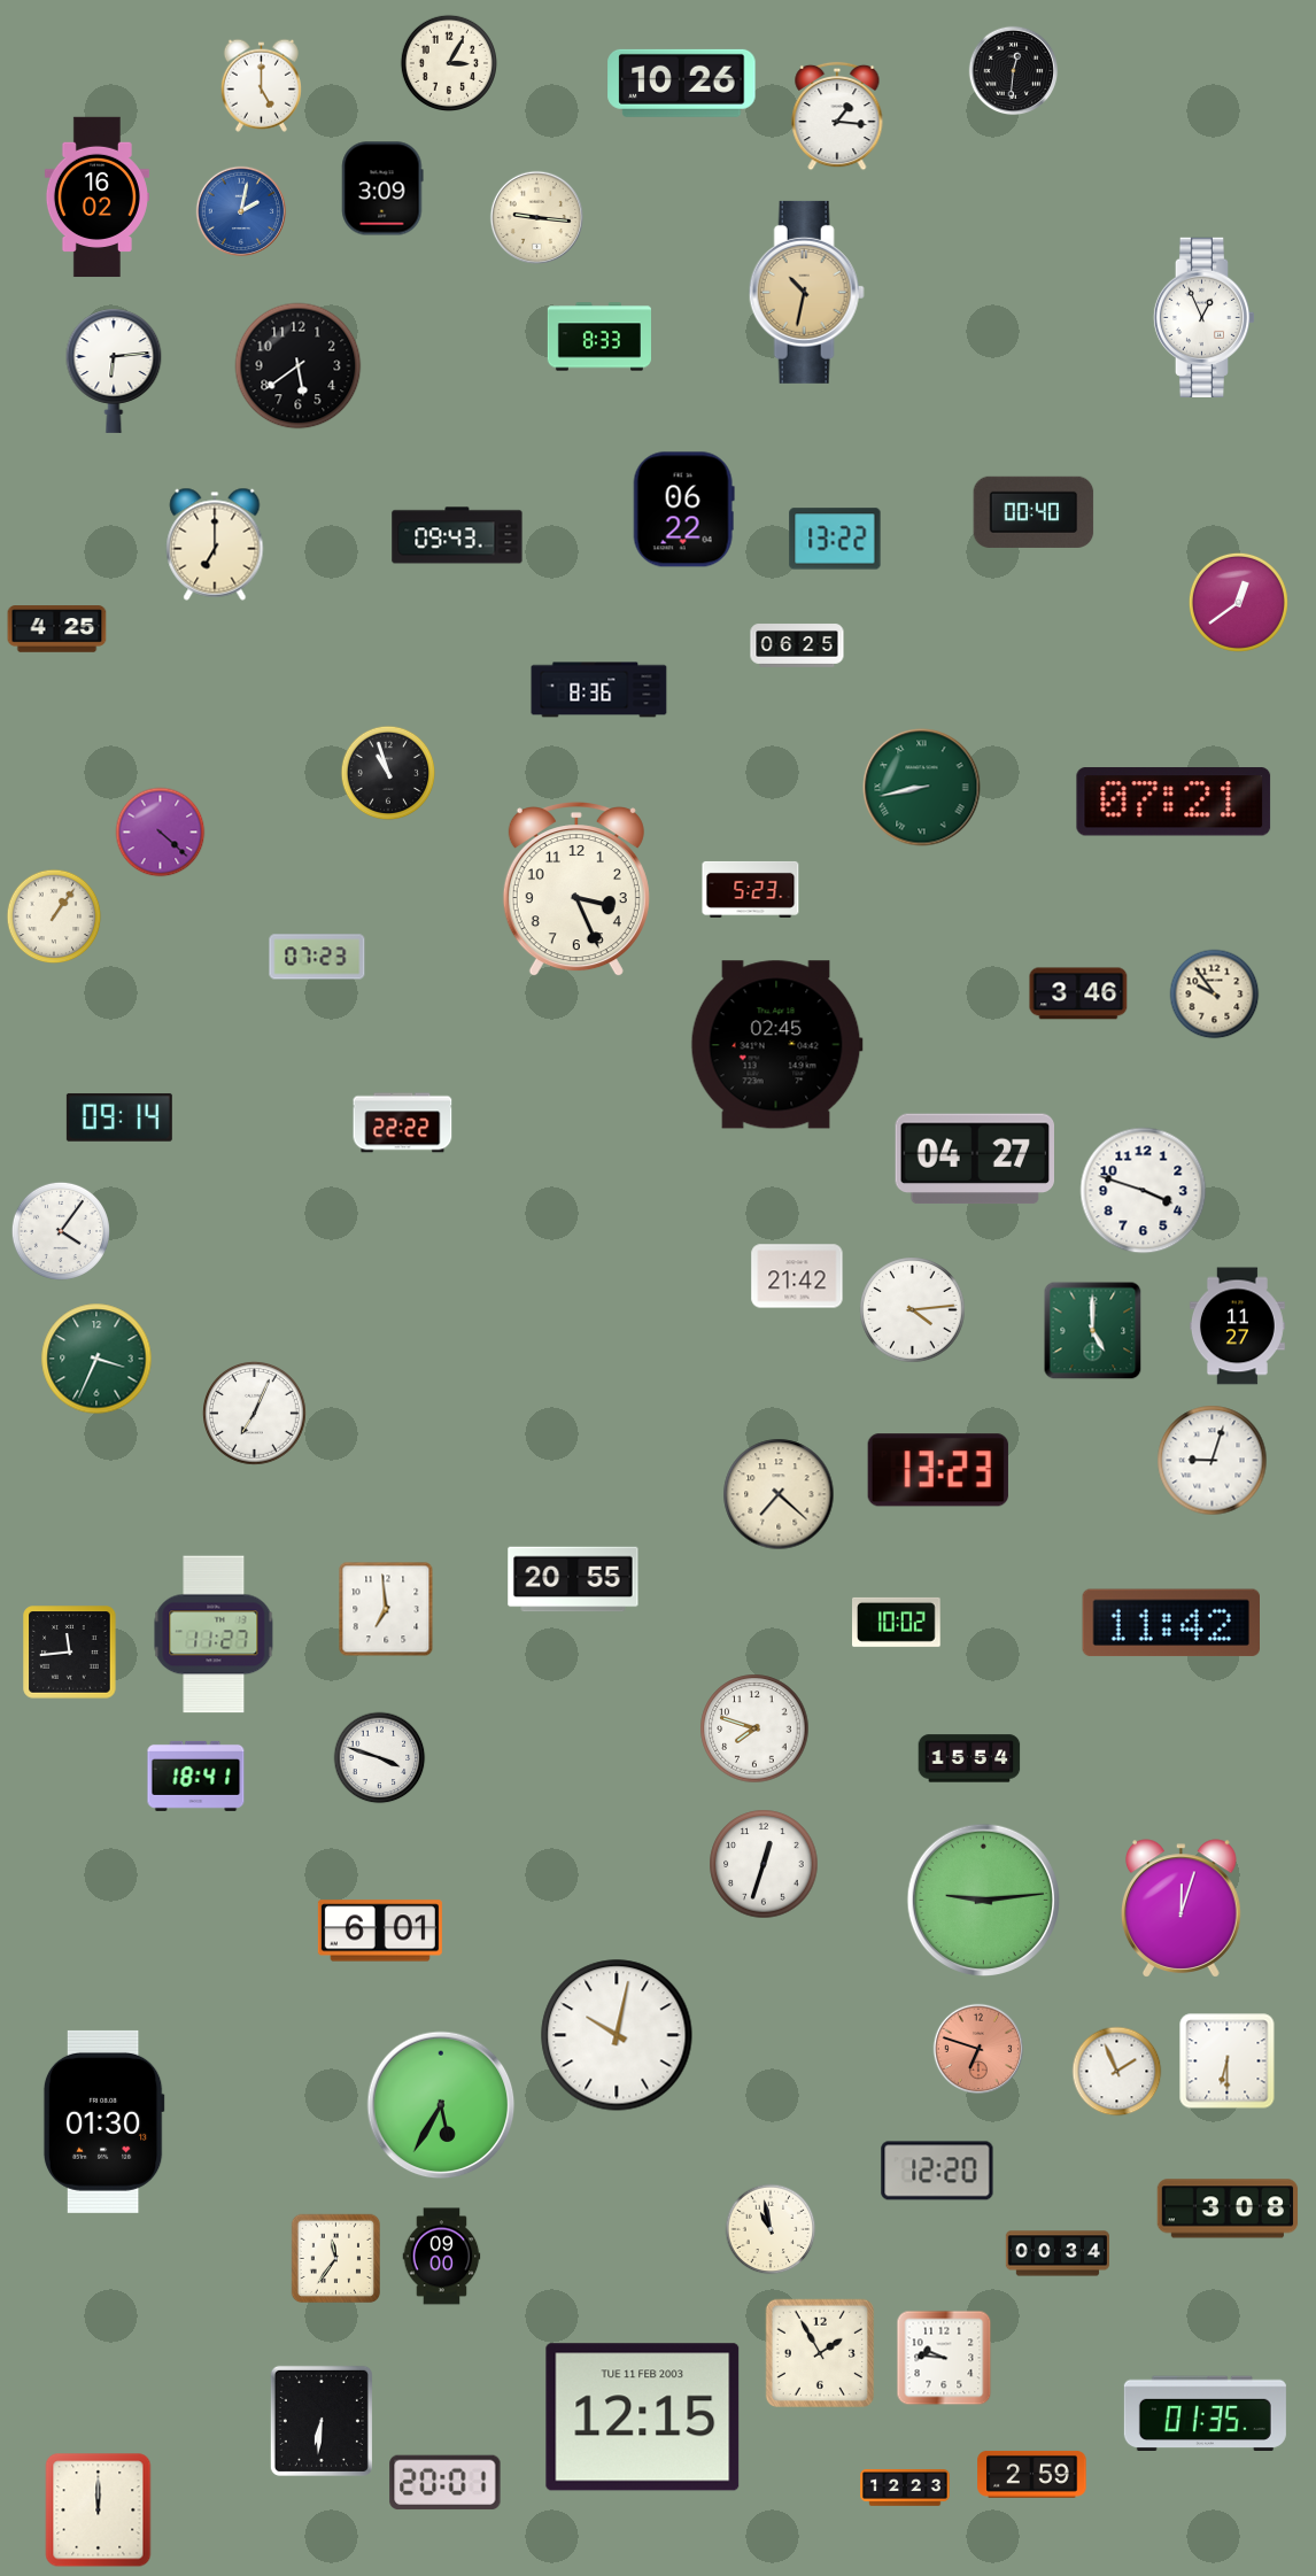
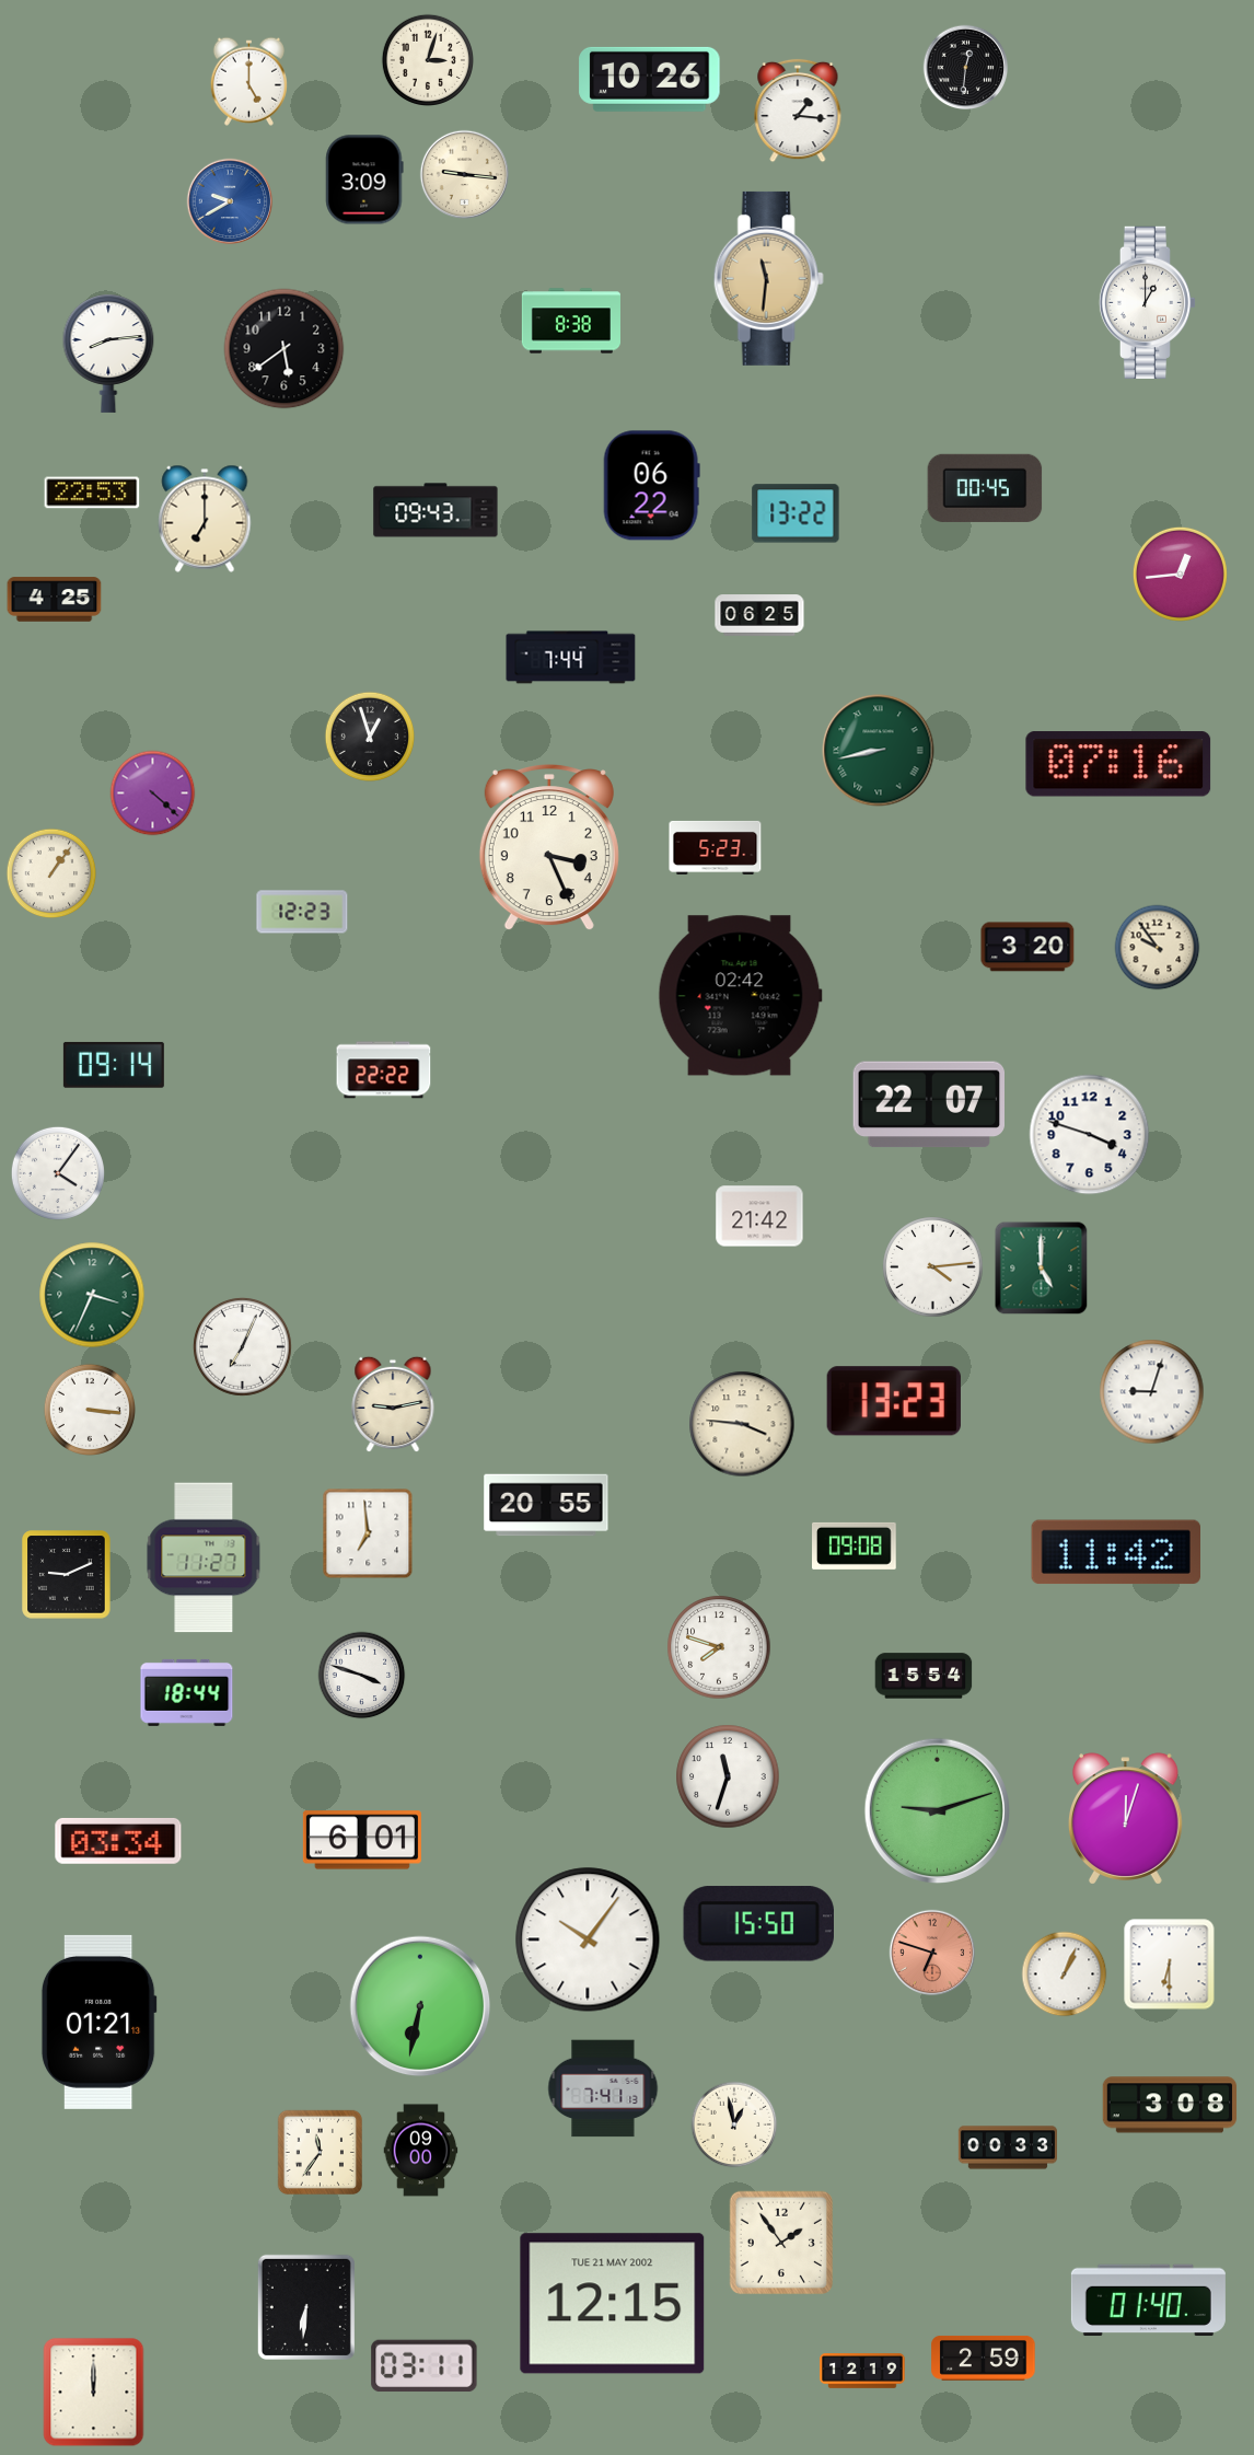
clock at (448, 62): 3:05 -> 3:03
clock at (96, 198): 16:02 -> none
clock at (241, 211): 2:02 -> 9:40
clock at (536, 217) position: (536, 217) -> (464, 174)
clock at (806, 292): 10:32 -> 11:31
clock at (1205, 317): 12:56 -> 1:00
clock at (598, 336): 8:33 -> 8:38
clock at (114, 371): 6:14 -> 8:14
clock at (1034, 512): 00:40 -> 00:45
clock at (92, 493): none -> 22:53
clock at (1238, 602): 12:39 -> 12:44
clock at (599, 690): 8:36 -> 7:44
clock at (388, 773): 10:57 -> 12:57
clock at (1174, 802): 07:21 -> 07:16
clock at (317, 957): 07:23 -> 12:23
clock at (1078, 993): 3:46 -> 3:20
clock at (776, 1045): 02:45 -> 02:42
clock at (974, 1159): 04:27 -> 22:07
clock at (913, 1310) position: (913, 1310) -> (933, 1267)
clock at (1237, 1326): 11:27 -> none
clock at (1213, 1461) position: (1213, 1461) -> (1152, 1392)
clock at (393, 1404): none -> 9:13
clock at (89, 1409): none -> 3:16
clock at (779, 1494): 7:22 -> 3:46
clock at (897, 1622): 10:02 -> 09:08
clock at (1170, 1623) position: (1170, 1623) -> (1115, 1552)
clock at (70, 1653): 11:44 -> 9:11
clock at (196, 1776): 18:41 -> 18:44
clock at (764, 1864): 12:33 -> 11:33
clock at (983, 1900): 9:14 -> 9:12
clock at (118, 1841): none -> 03:34
clock at (758, 1924): none -> 15:50
clock at (617, 2035): 10:02 -> 10:06
clock at (1117, 2072): 1:56 -> 1:04
clock at (441, 2105): 5:35 -> 6:32
clock at (103, 2121): 01:30 -> 01:21
clock at (937, 2171): 12:20 -> none
clock at (603, 2088): none -> 7:41
clock at (771, 2229): 10:58 -> 12:58
clock at (1056, 2253): 00:34 -> 00:33
clock at (819, 2352): 1:55 -> 1:54
clock at (944, 2358): 9:46 -> none
clock at (1205, 2413): 01:35 -> 01:40
clock at (643, 2418) date: TUE 11 FEB 2003 -> TUE 21 MAY 2002
clock at (446, 2483): 20:01 -> 03:11
clock at (905, 2488): 12:23 -> 12:19
